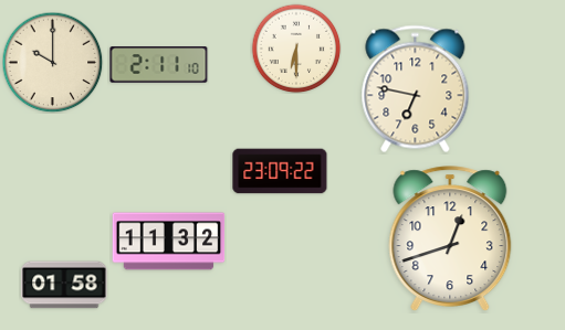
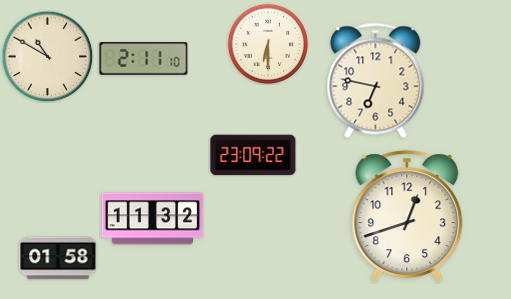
clock at (52, 62): 10:00 -> 10:50
